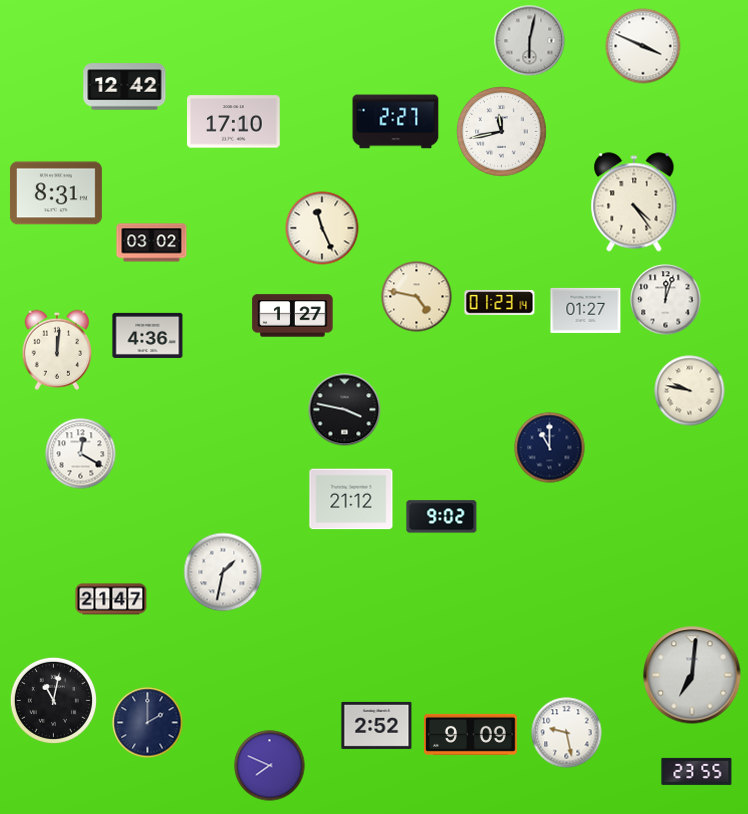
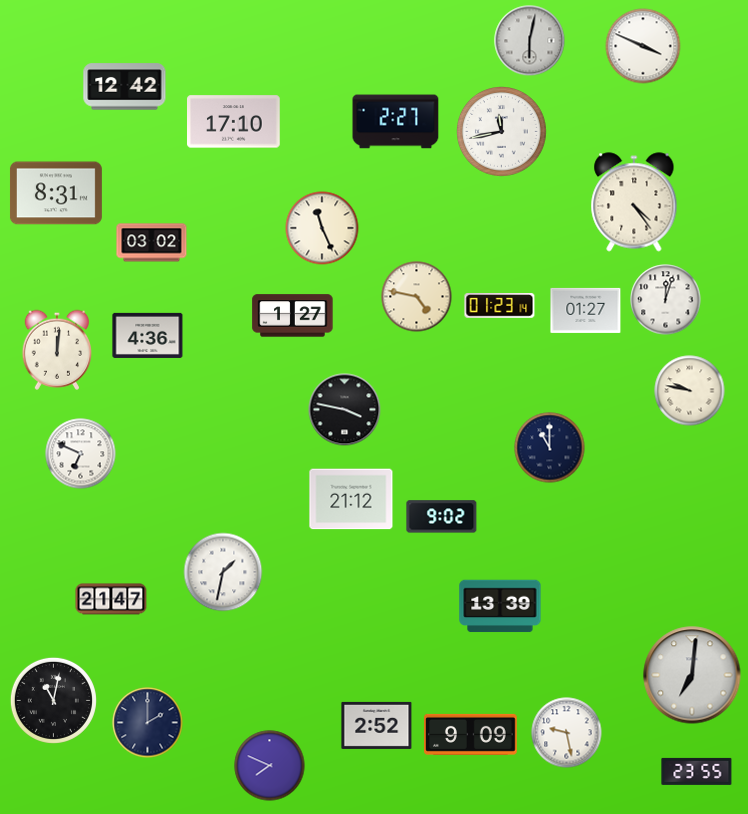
clock at (500, 303) position: (500, 303) -> (500, 306)
clock at (81, 454): 12:20 -> 6:49
clock at (500, 606): none -> 13:39
